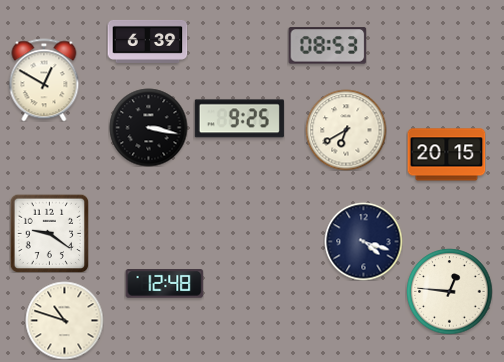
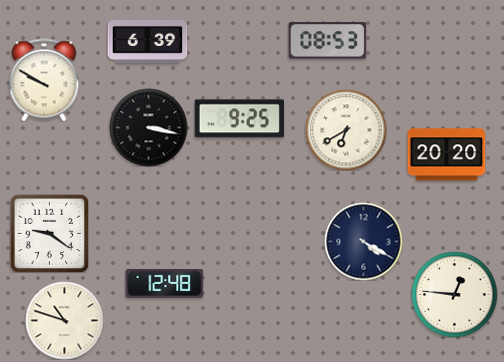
clock at (327, 46) position: (327, 46) -> (327, 41)
clock at (44, 80): 12:50 -> 9:50
clock at (446, 155): 20:15 -> 20:20
clock at (363, 241): 4:18 -> 4:20
clock at (449, 291) position: (449, 291) -> (454, 294)
